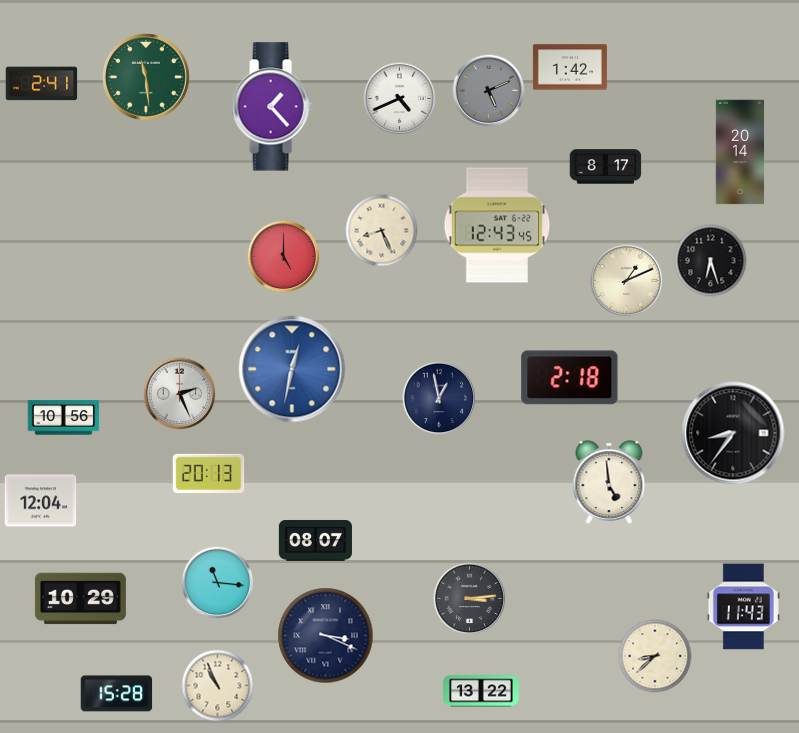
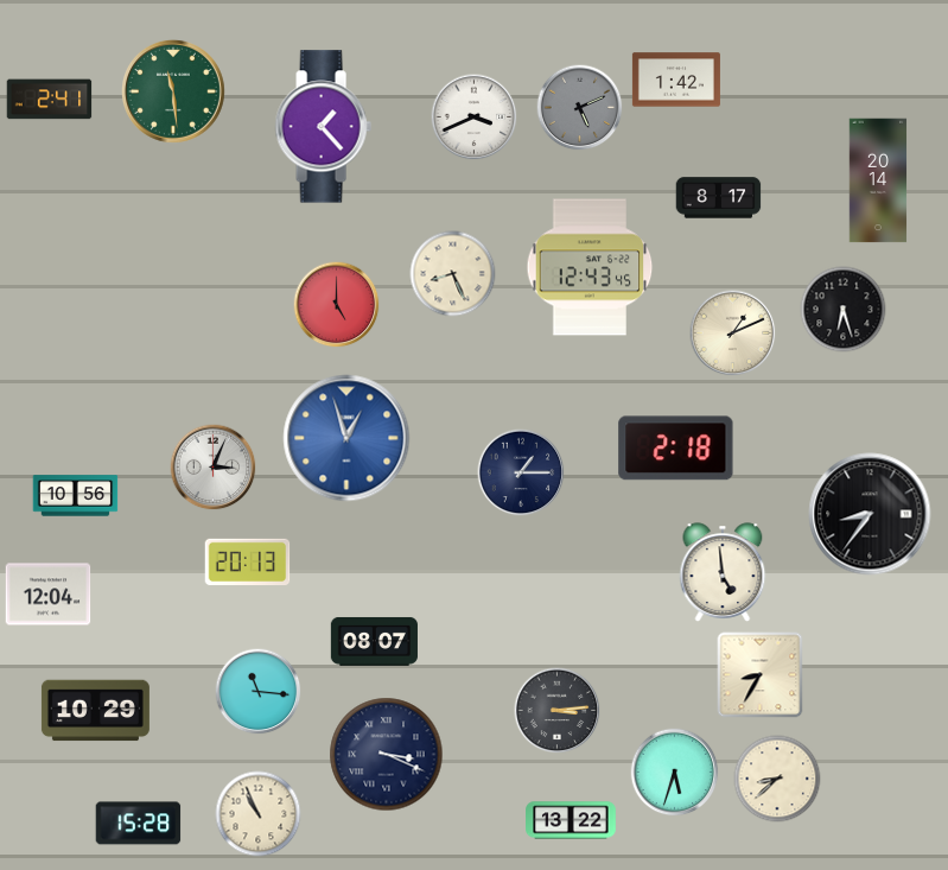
clock at (400, 99): 4:41 -> 3:41
clock at (627, 281) position: (627, 281) -> (733, 334)
clock at (292, 369): 12:32 -> 12:57
clock at (180, 394): 2:26 -> 3:04
clock at (439, 398): 12:58 -> 1:15
clock at (761, 675): none -> 8:35
clock at (743, 607): 11:43 -> none
clock at (675, 773): none -> 5:33
